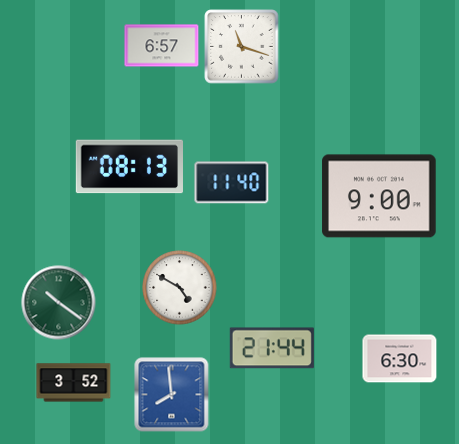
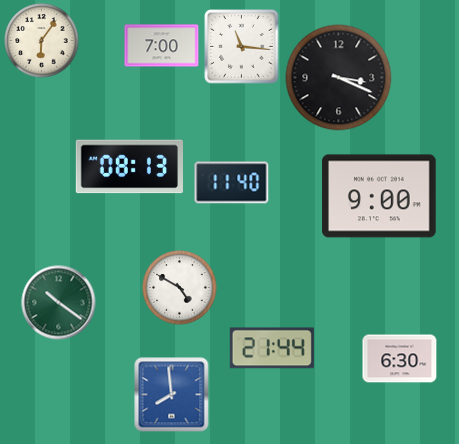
clock at (42, 41): none -> 6:06
clock at (162, 46): 6:57 -> 7:00
clock at (242, 47): 11:18 -> 11:16
clock at (339, 78): none -> 3:19
clock at (74, 383): 3:52 -> none
